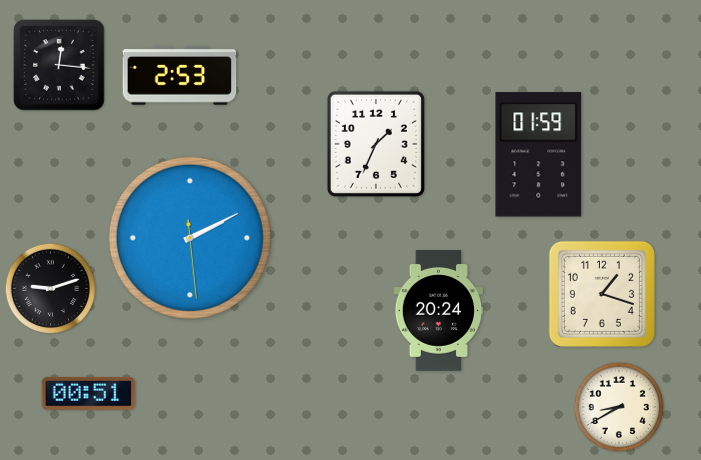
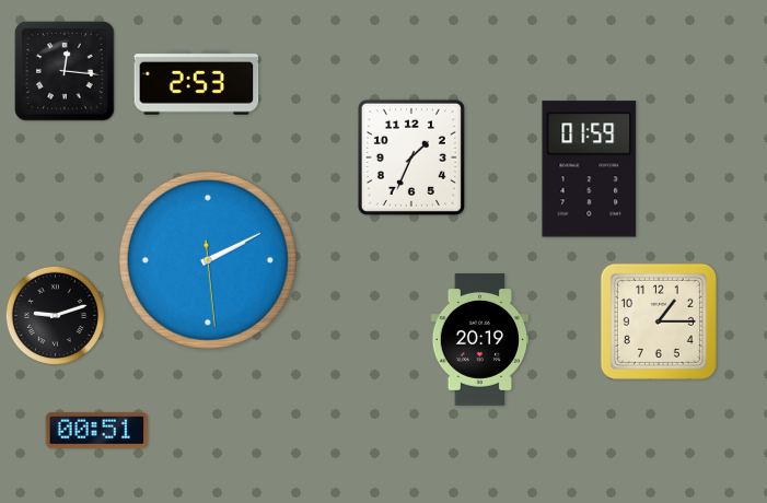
clock at (602, 294): 1:18 -> 1:15
clock at (439, 311): 20:24 -> 20:19
clock at (619, 407): 8:40 -> none
